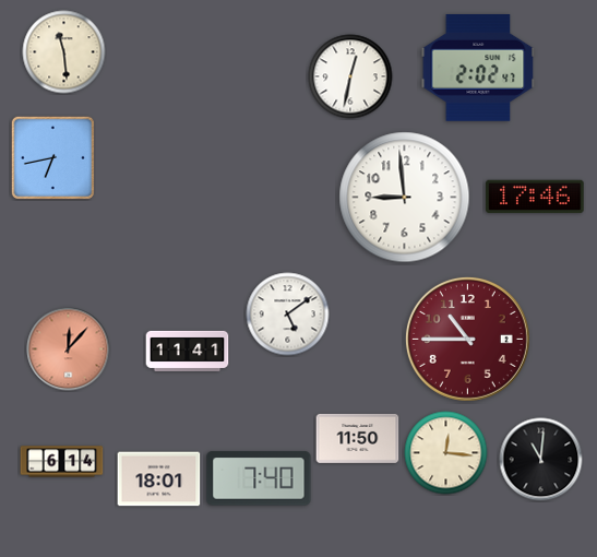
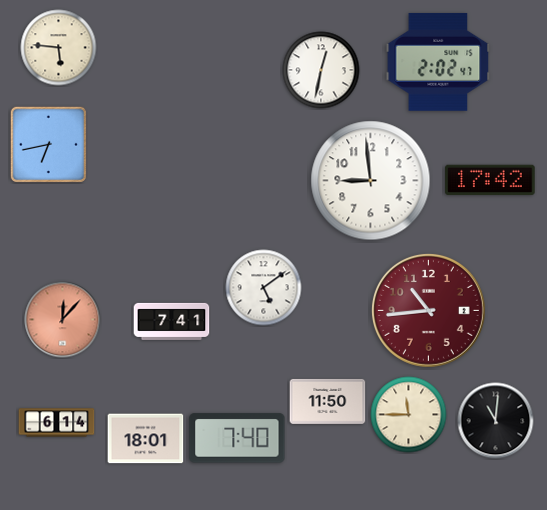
clock at (64, 52): 11:29 -> 5:46
clock at (535, 197): 17:46 -> 17:42
clock at (467, 339): 10:45 -> 10:44
clock at (188, 351): 11:41 -> 7:41
clock at (446, 453): 12:16 -> 11:45
